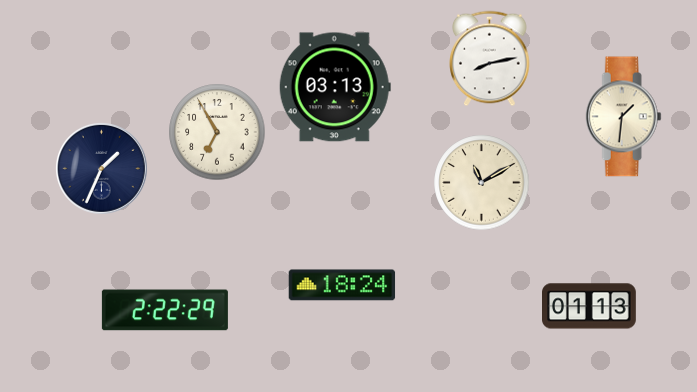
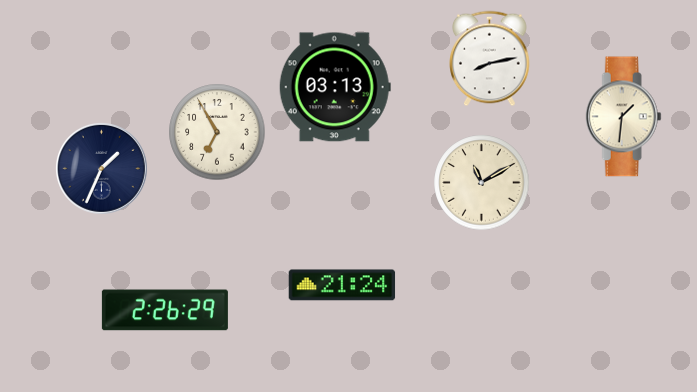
clock at (342, 285): 18:24 -> 21:24
clock at (590, 306): 01:13 -> none
clock at (165, 310): 2:22 -> 2:26
